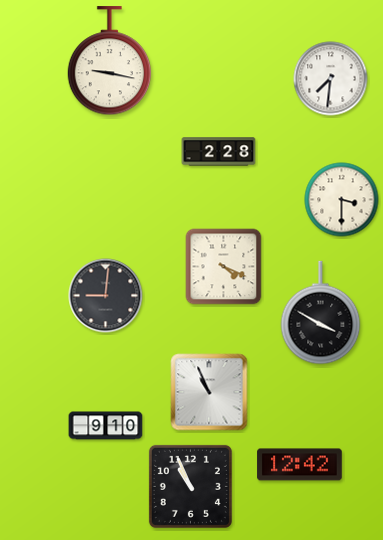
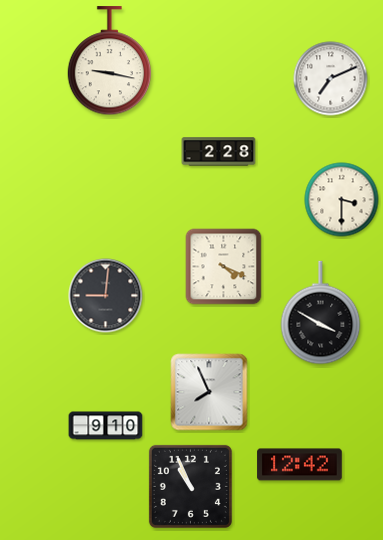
clock at (331, 79): 7:31 -> 7:11
clock at (209, 392): 10:56 -> 7:56
